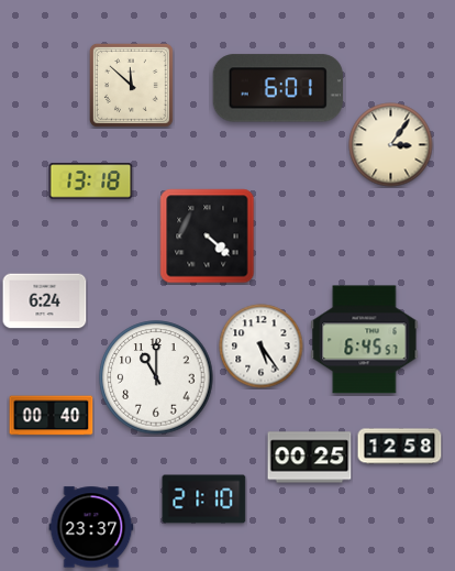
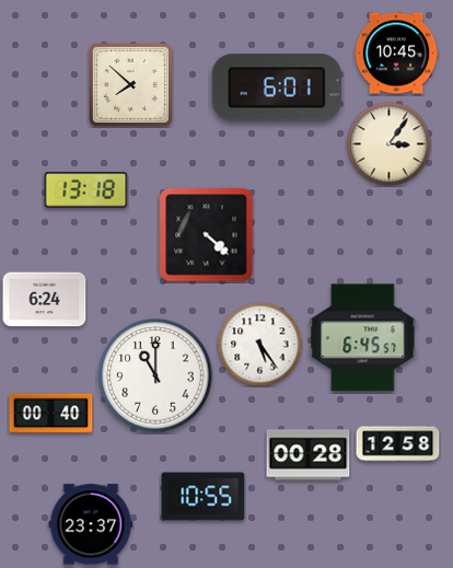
clock at (396, 54): none -> 10:45
clock at (131, 85): 11:52 -> 7:52
clock at (91, 182) position: (91, 182) -> (86, 190)
clock at (310, 458): 00:25 -> 00:28
clock at (204, 499): 21:10 -> 10:55
